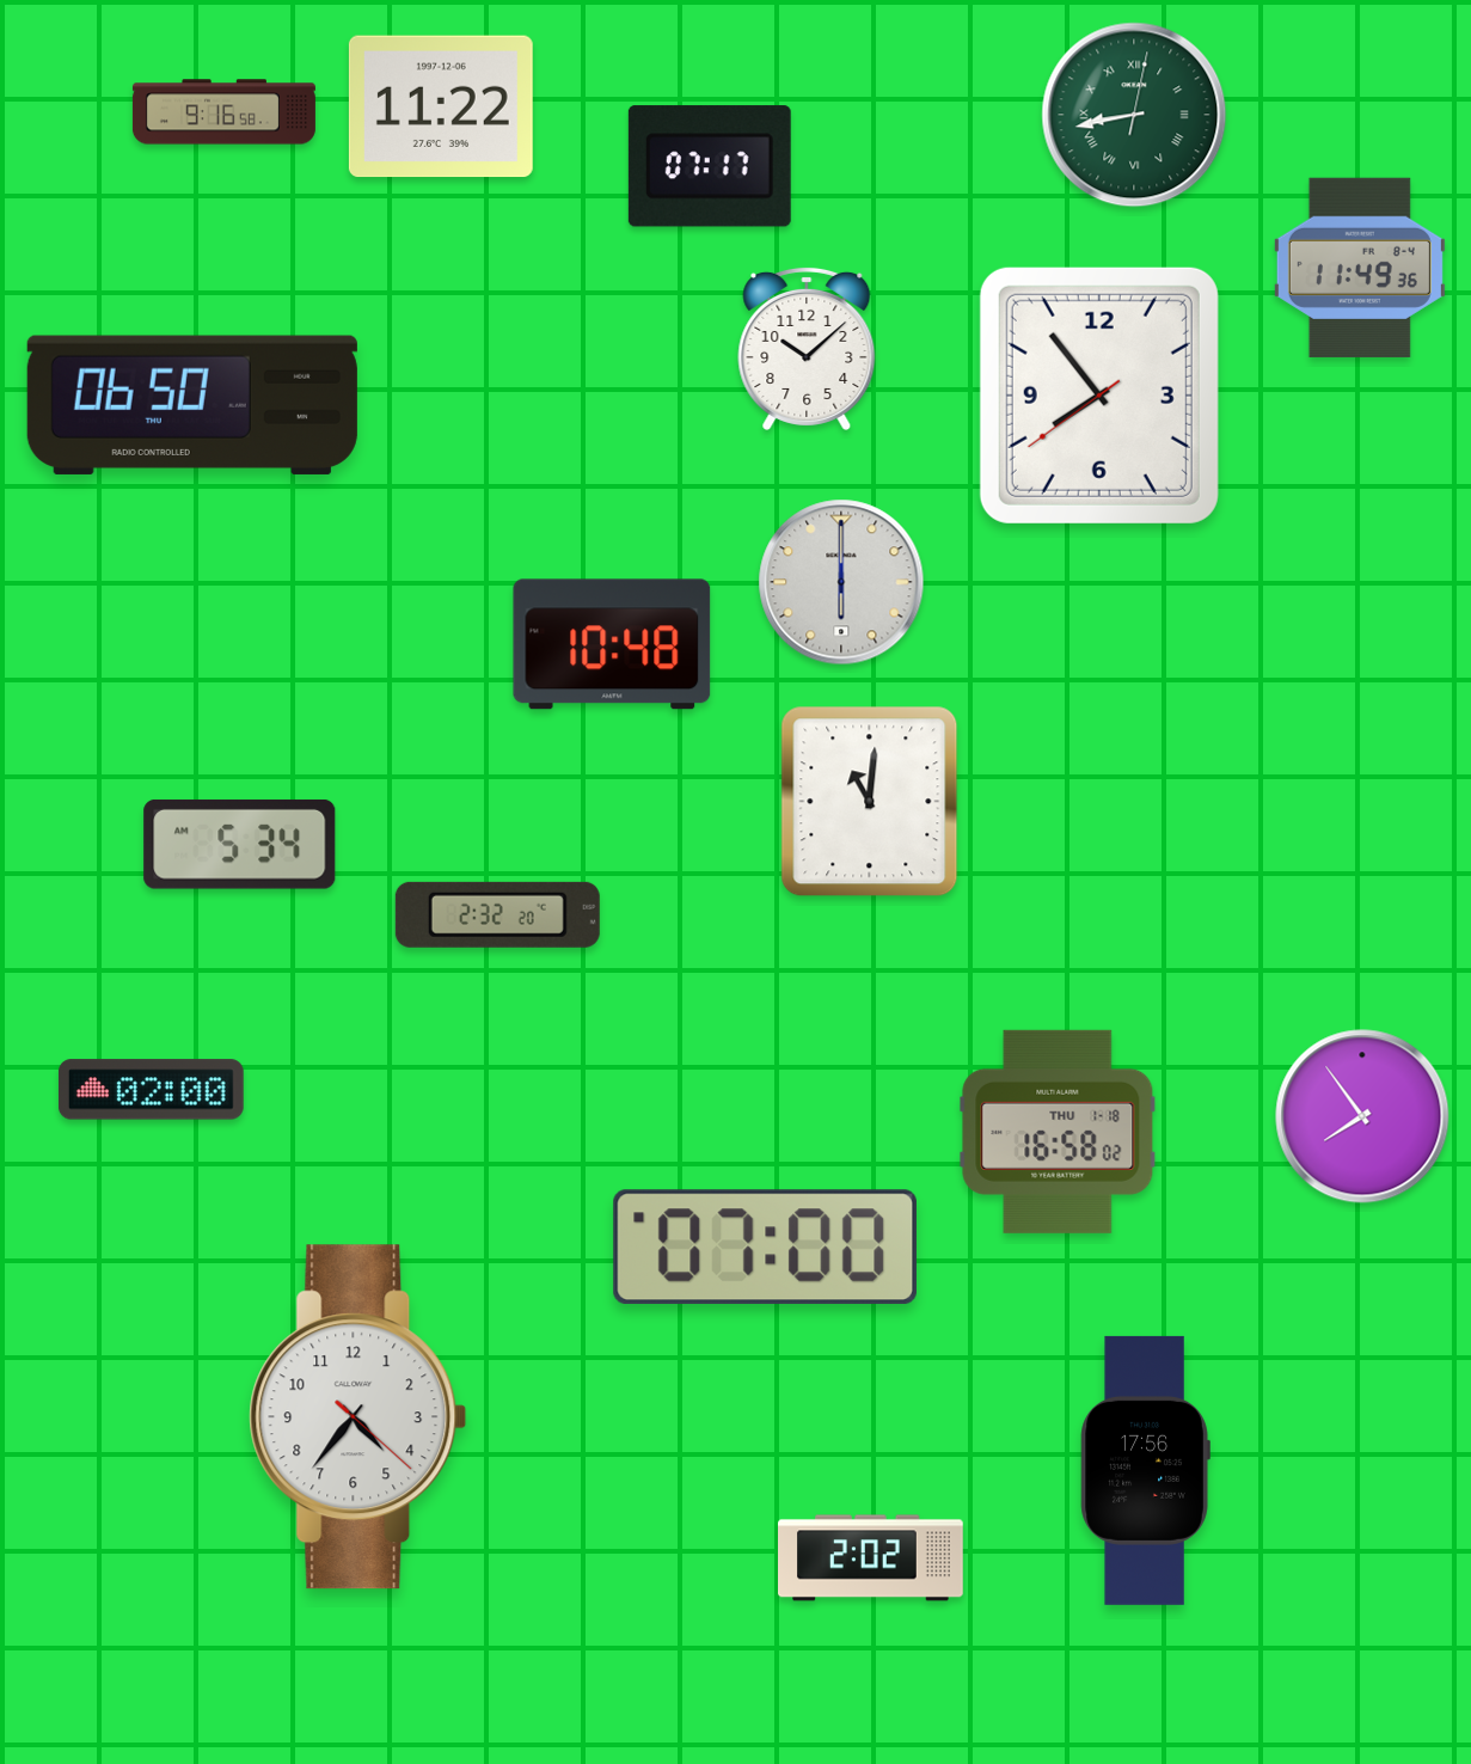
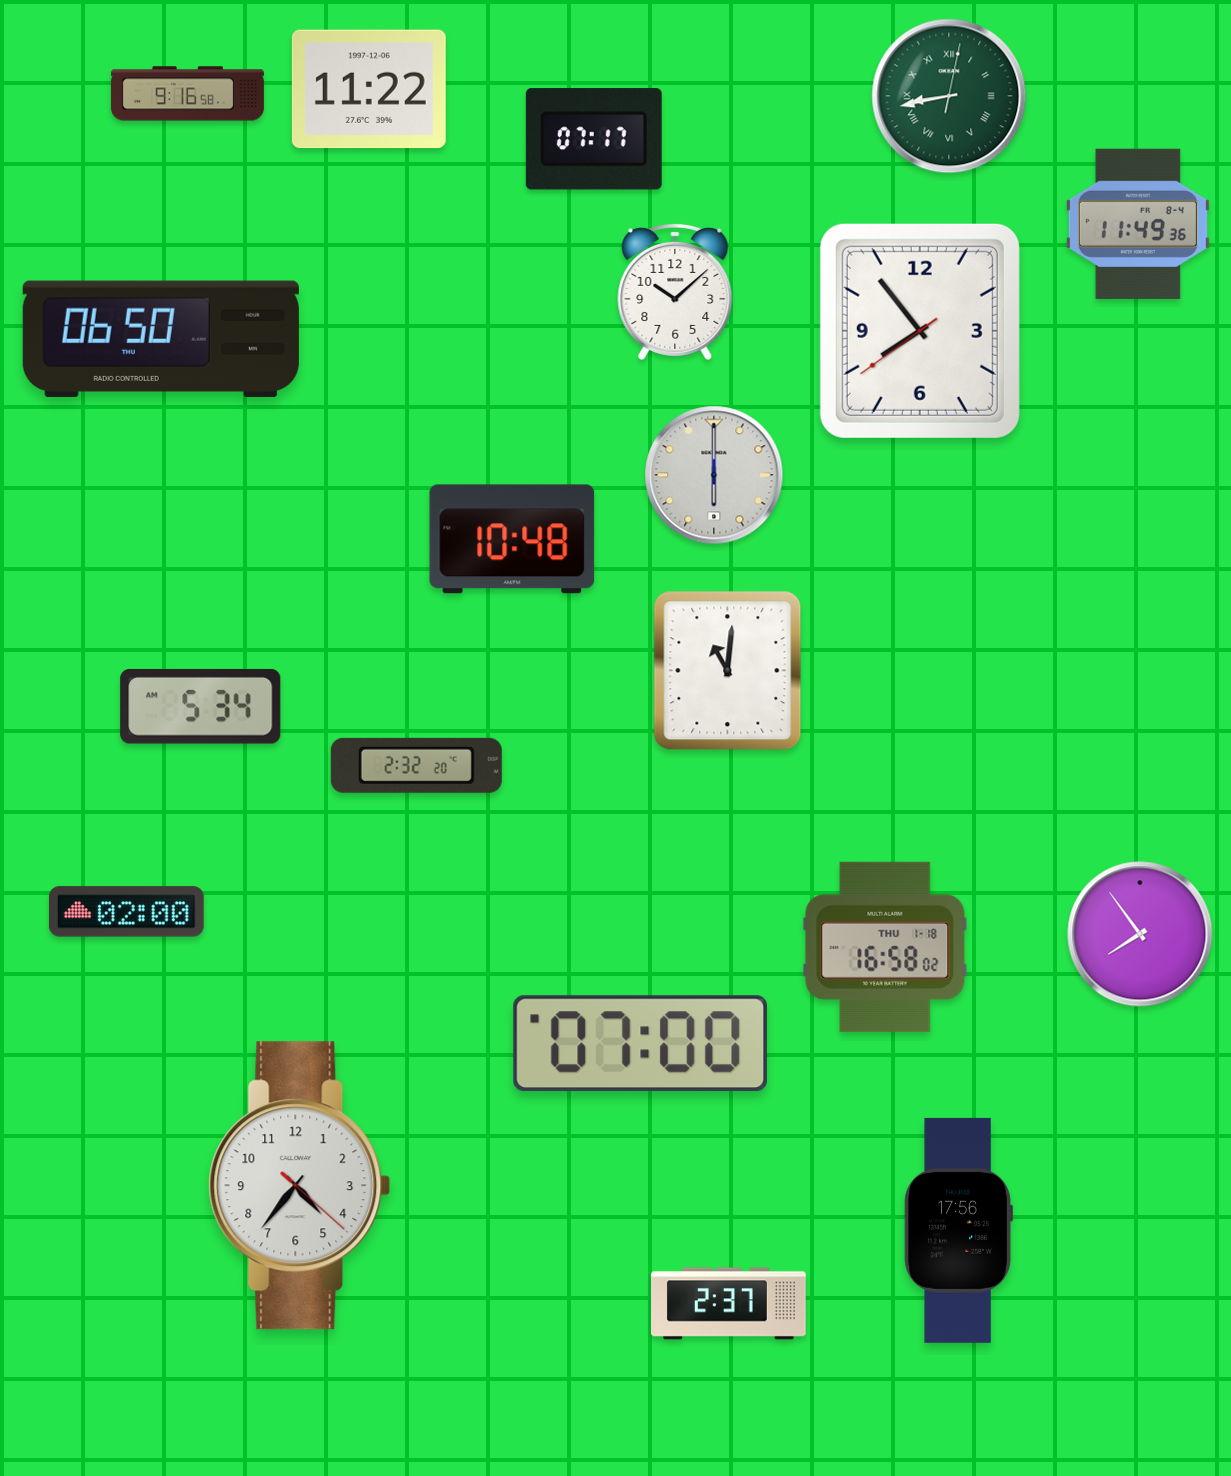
clock at (841, 582) position: (841, 582) -> (714, 475)
clock at (871, 1558): 2:02 -> 2:37
